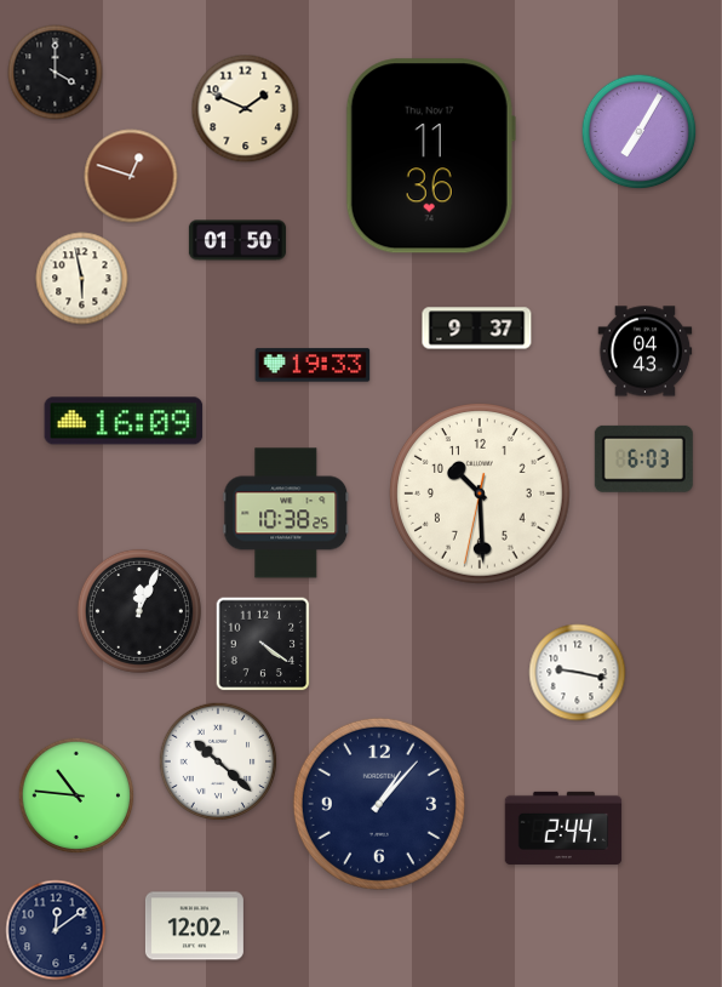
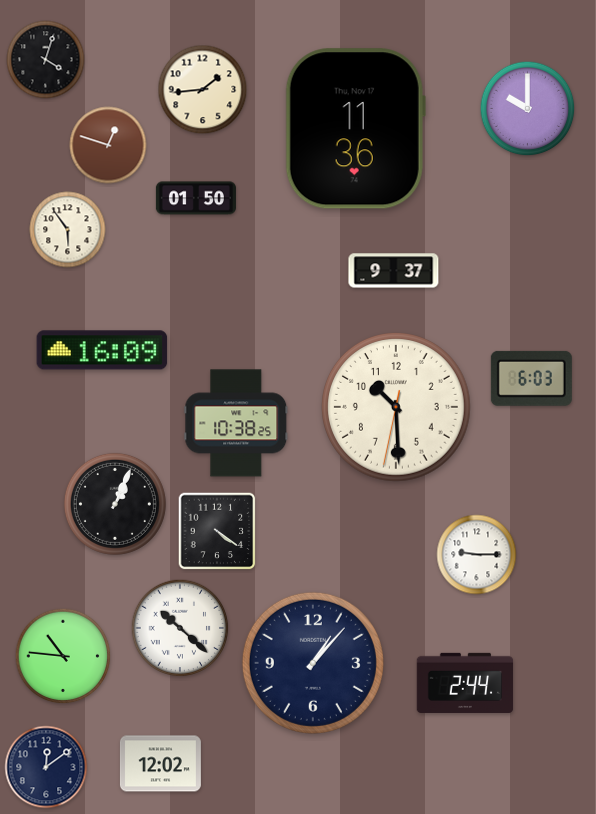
clock at (56, 73): 4:00 -> 4:03
clock at (246, 109): 1:49 -> 1:44
clock at (640, 132): 7:05 -> 10:00
clock at (82, 279): 5:58 -> 5:54
clock at (646, 352): 04:43 -> none
clock at (313, 365): 19:33 -> none
clock at (124, 421) position: (124, 421) -> (102, 350)
clock at (139, 611): 12:04 -> 1:04
clock at (578, 673): 9:17 -> 9:15
